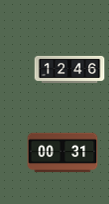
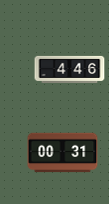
clock at (70, 69): 12:46 -> 4:46
